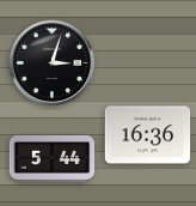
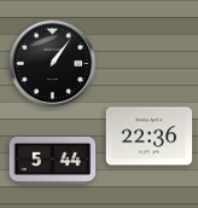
clock at (53, 63): 3:03 -> 1:06
clock at (148, 135): 16:36 -> 22:36
